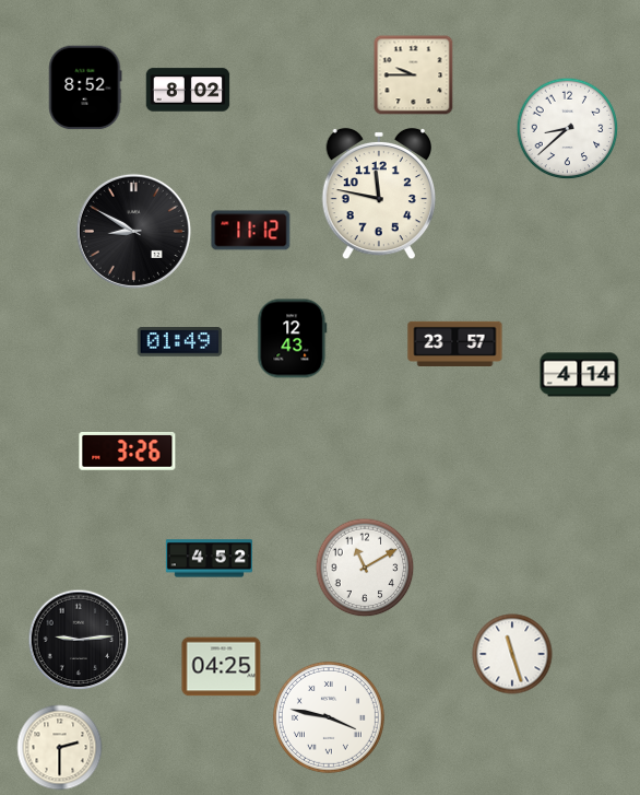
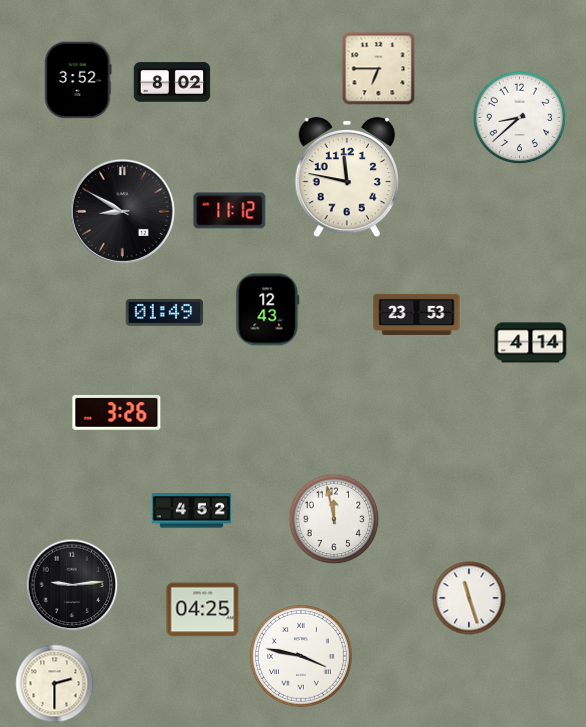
clock at (414, 75): 9:45 -> 6:45
clock at (85, 87): 8:52 -> 3:52
clock at (455, 343): 23:57 -> 23:53
clock at (365, 568): 11:10 -> 11:58
